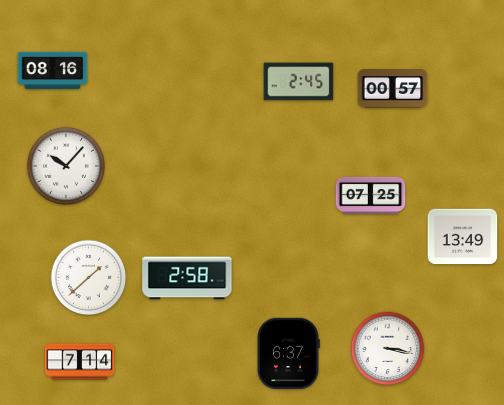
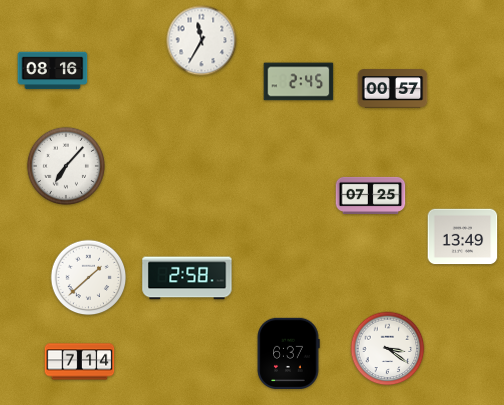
clock at (202, 41): none -> 11:35
clock at (66, 166): 10:07 -> 7:07
clock at (388, 349): 3:17 -> 3:21
